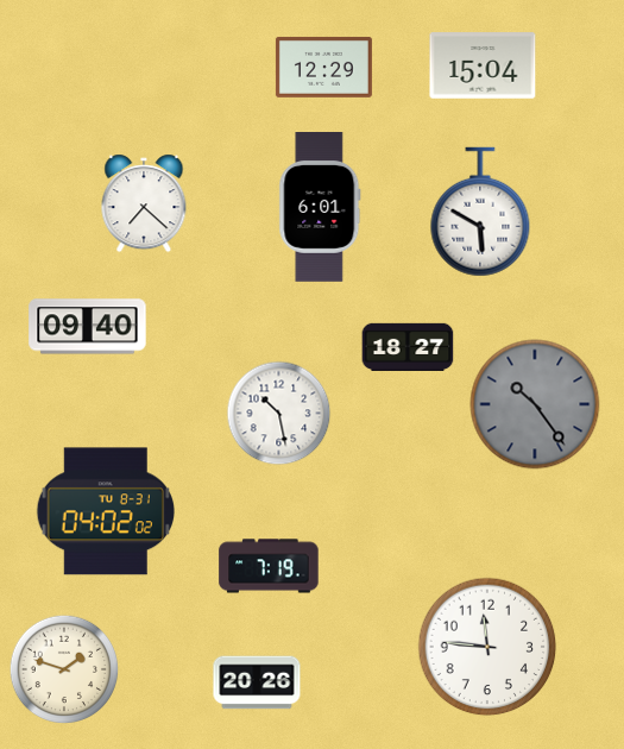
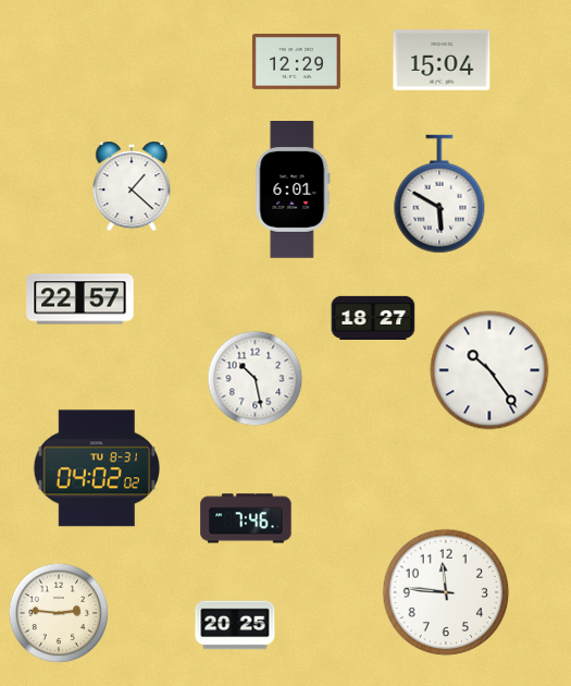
clock at (144, 203): 7:22 -> 1:22
clock at (88, 327): 09:40 -> 22:57
clock at (535, 404) dial: grey -> white
clock at (269, 566): 7:19 -> 7:46
clock at (64, 669): 1:48 -> 2:46
clock at (257, 682): 20:26 -> 20:25
